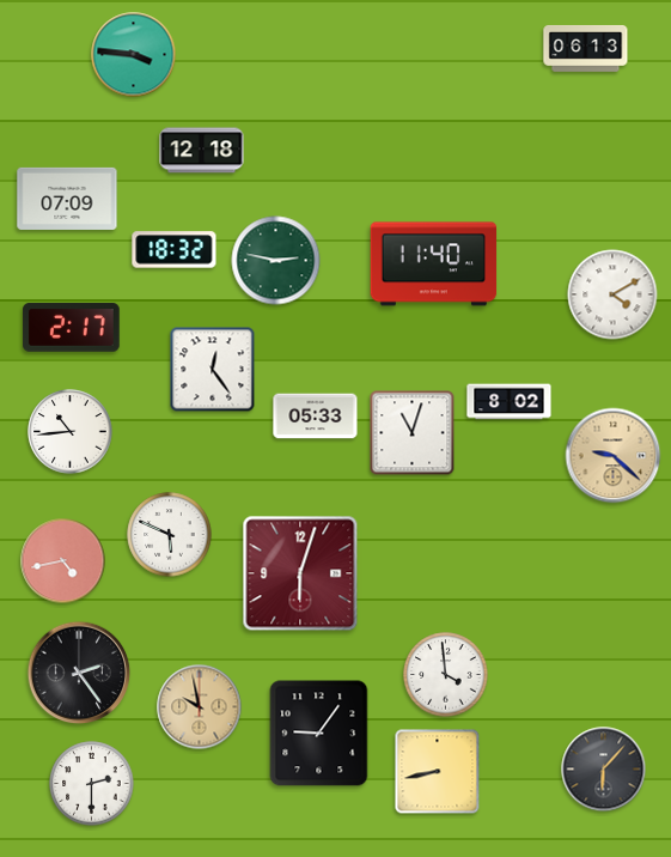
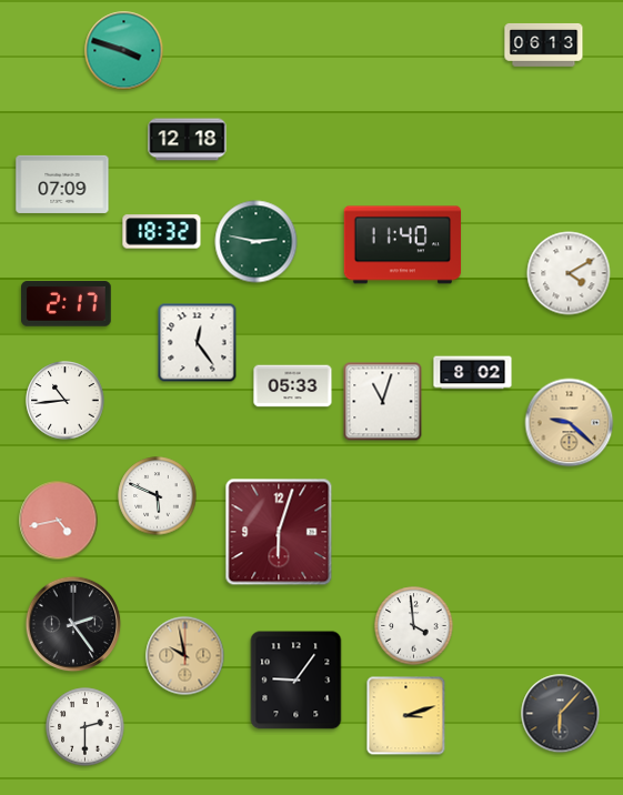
clock at (134, 55): 3:46 -> 3:48
clock at (438, 772): 8:43 -> 3:12
